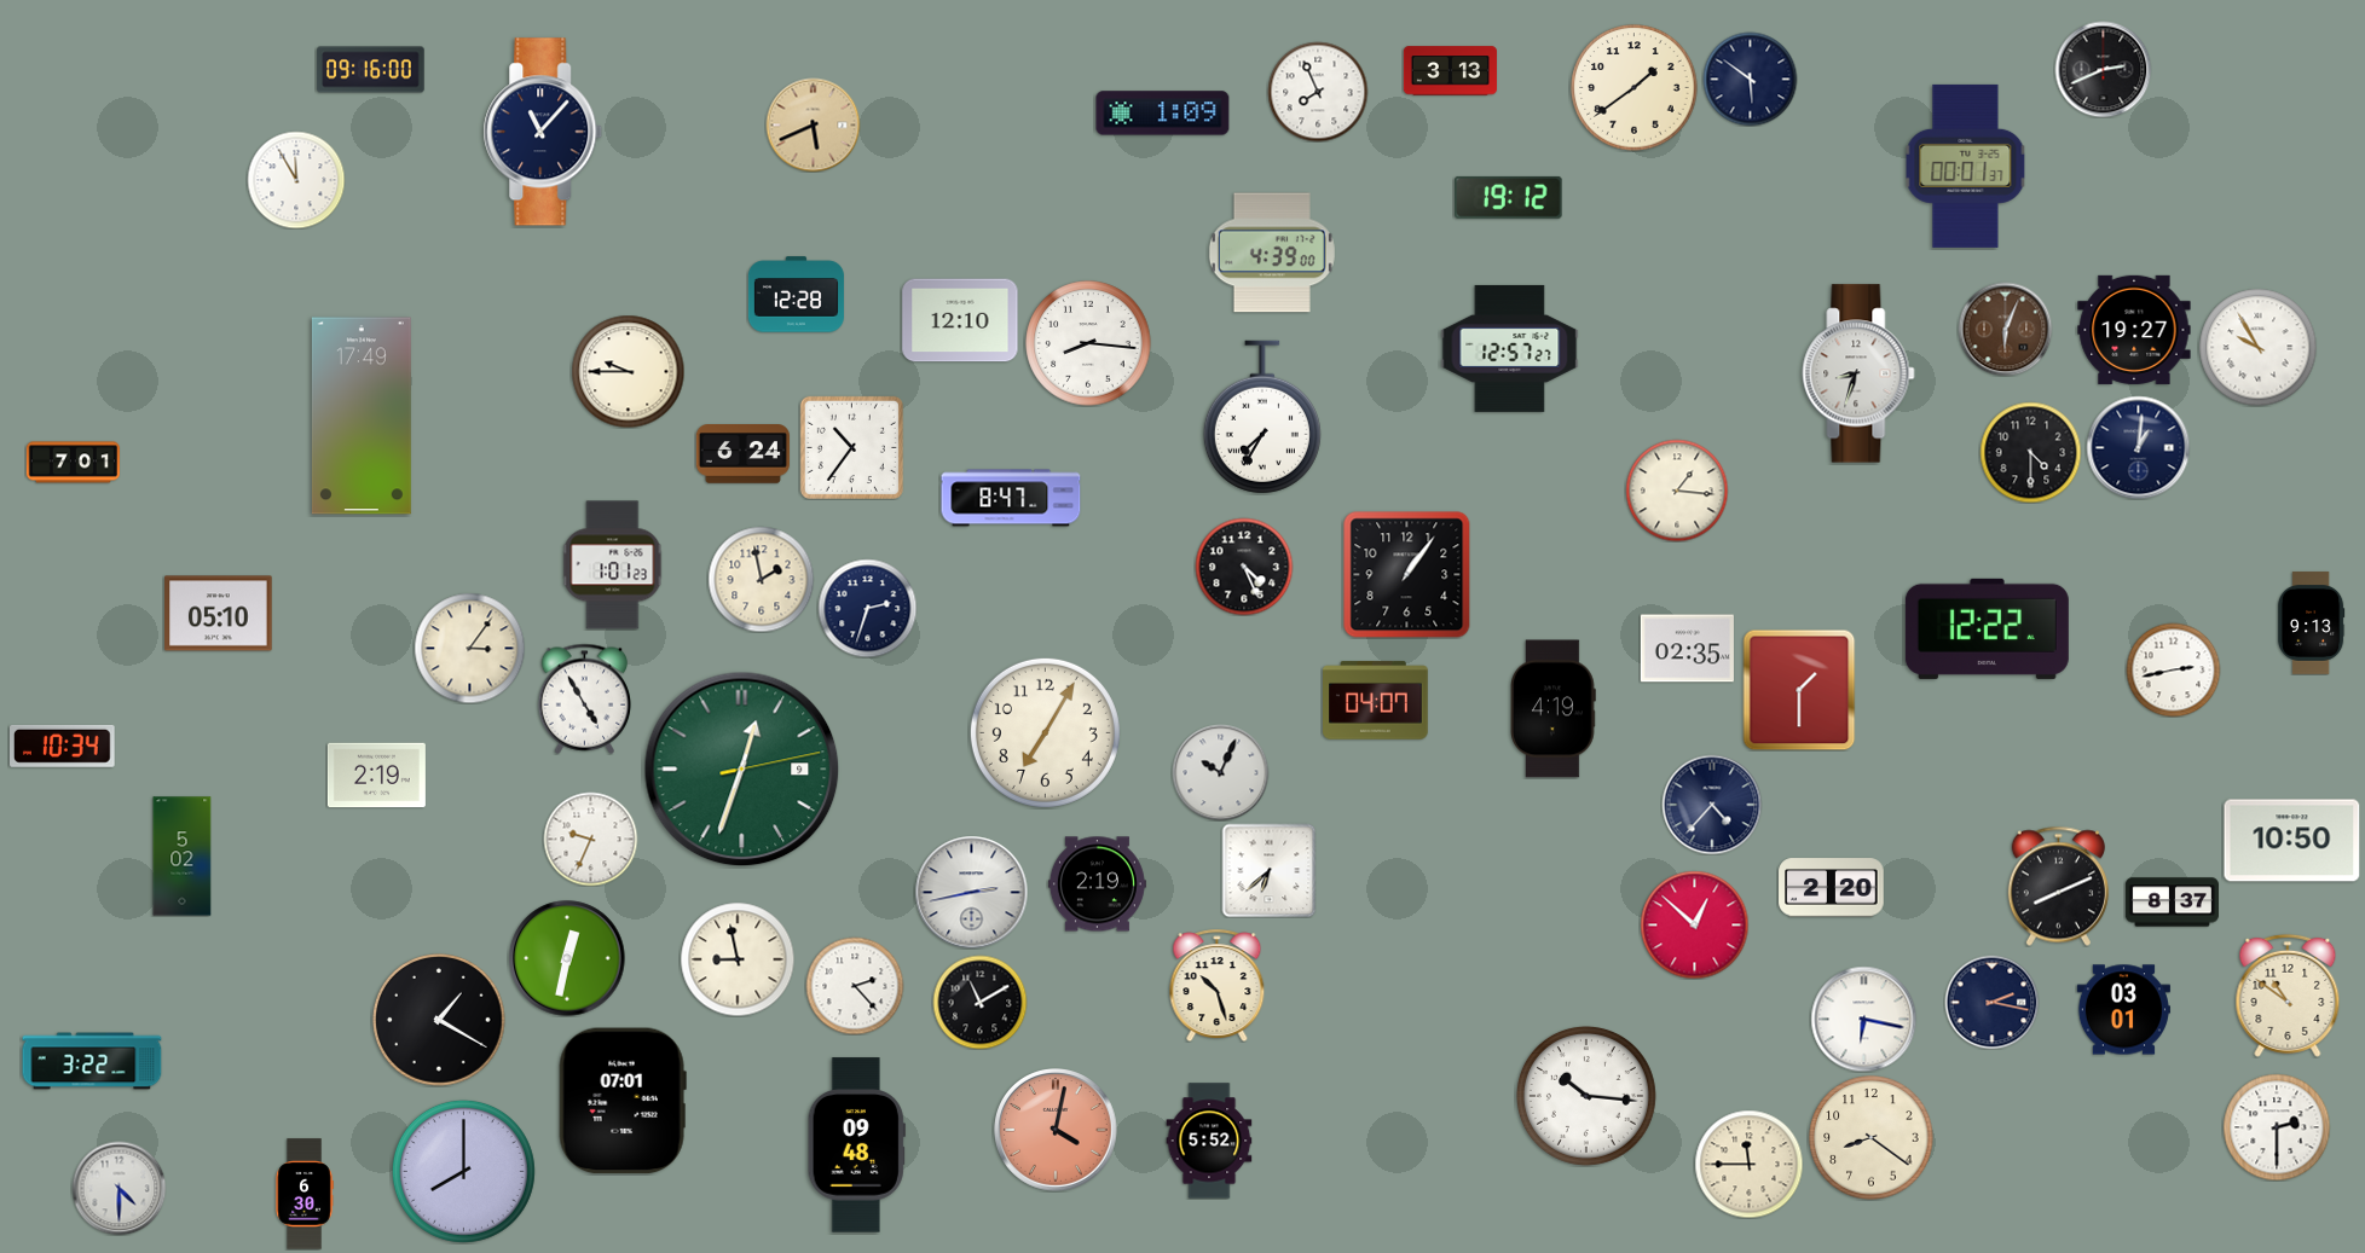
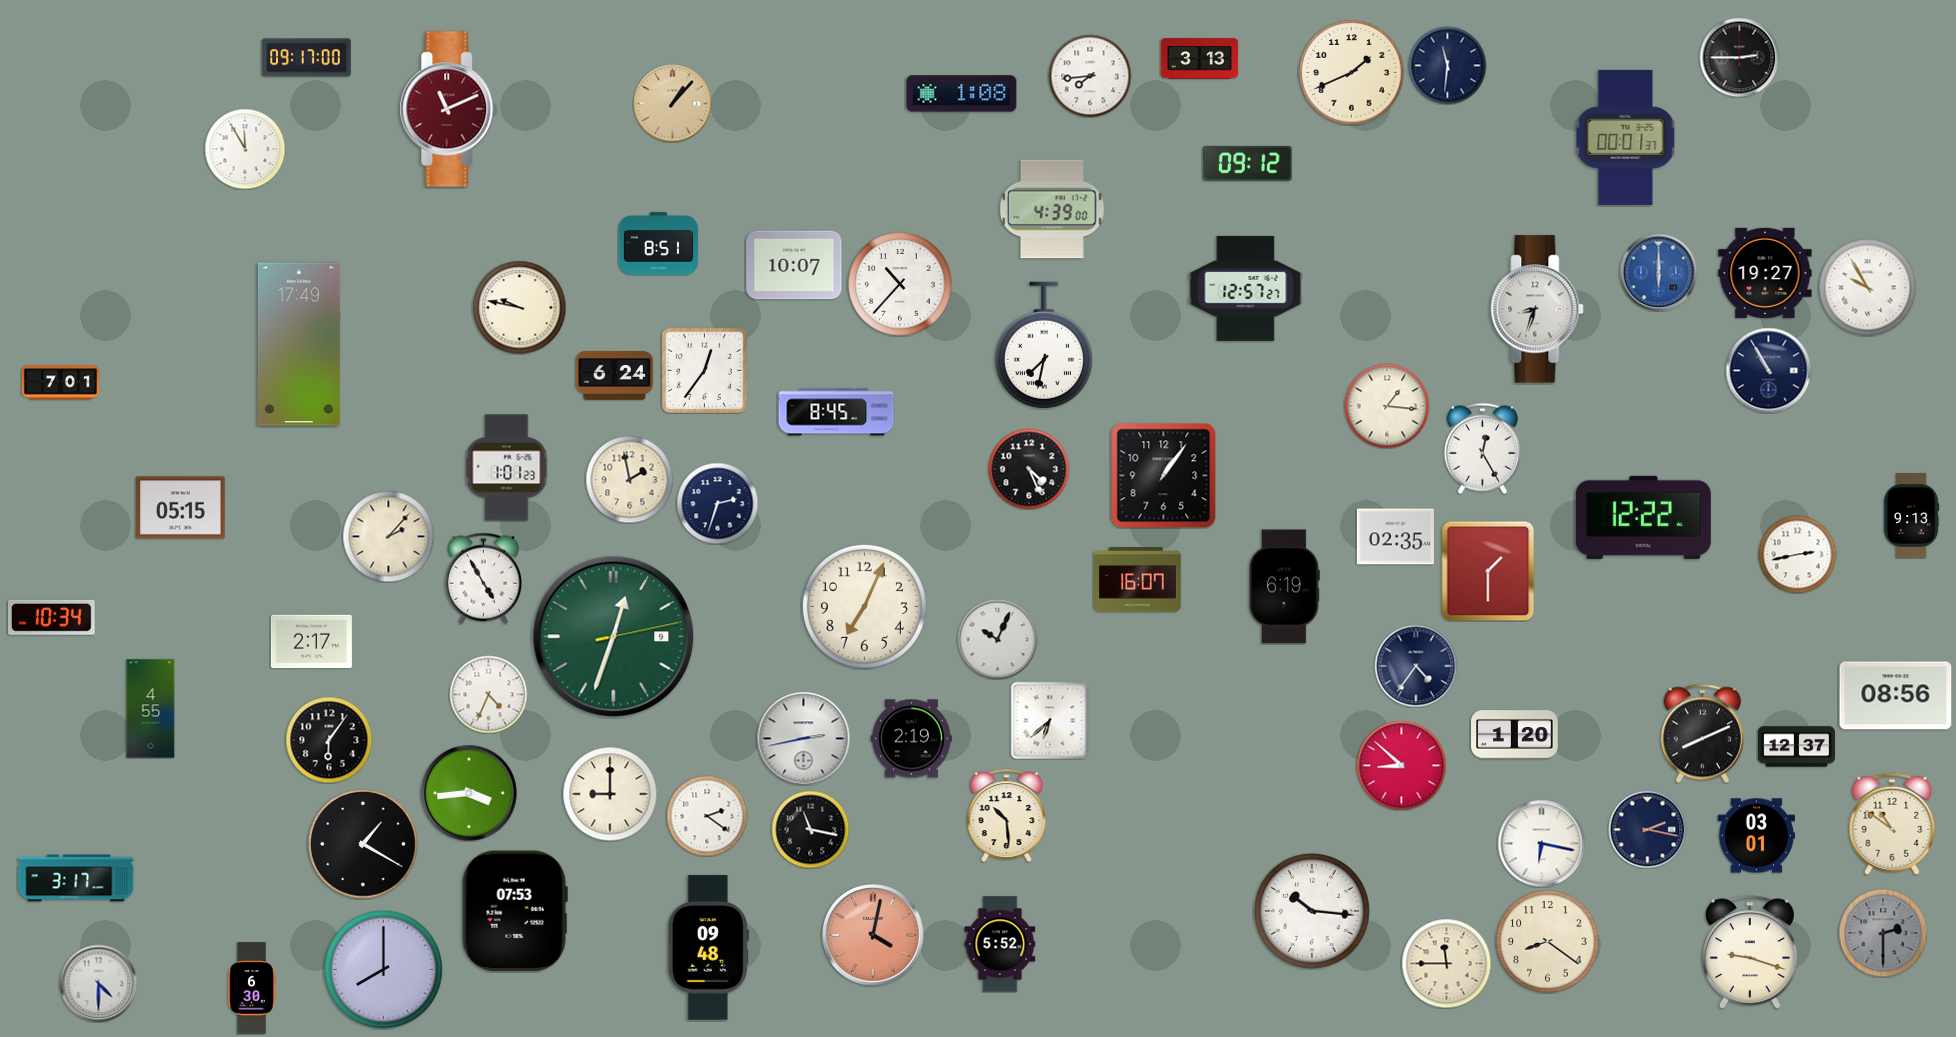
clock at (2103, 69): 2:41 -> 2:45
clock at (371, 70): 09:16 -> 09:17
clock at (1750, 79): 5:51 -> 11:31
clock at (1635, 88): 1:39 -> 1:41
clock at (1318, 92): 7:56 -> 7:44
clock at (1163, 114): 1:09 -> 1:08
clock at (813, 124): 5:41 -> 1:07
clock at (543, 132): 11:07 -> 11:11
clock at (543, 132) dial: navy -> burgundy
clock at (1509, 197): 19:12 -> 09:12
clock at (796, 295): 12:28 -> 8:51
clock at (960, 320): 12:10 -> 10:07
clock at (2005, 329): 6:04 -> 6:00
clock at (2005, 329) dial: brown -> blue
clock at (1088, 343): 8:16 -> 10:37
clock at (1510, 348) position: (1510, 348) -> (1246, 288)
clock at (628, 371): 9:45 -> 9:47
clock at (1262, 417): 7:35 -> 7:32
clock at (851, 447): 10:36 -> 12:36
clock at (2138, 447): 1:01 -> 10:55
clock at (2030, 452): 4:30 -> none
clock at (1011, 498): 8:47 -> 8:45
clock at (1483, 448): none -> 12:25
clock at (219, 614): 05:10 -> 05:15
clock at (1987, 628) position: (1987, 628) -> (1643, 517)
clock at (469, 648): 3:06 -> 2:07
clock at (1376, 701): 04:07 -> 16:07
clock at (1554, 709): 4:19 -> 6:19
clock at (1045, 732): 7:05 -> 7:04
clock at (1220, 772) position: (1220, 772) -> (997, 639)
clock at (376, 776): 2:19 -> 2:17
clock at (1712, 805): 4:37 -> 4:36
clock at (590, 839): 9:34 -> 4:34
clock at (2292, 841): 10:50 -> 08:56
clock at (183, 857): 5:02 -> 4:55
clock at (1097, 884) position: (1097, 884) -> (911, 739)
clock at (1832, 888): 2:20 -> 1:20
clock at (329, 740): none -> 6:06
clock at (2172, 903): 8:37 -> 12:37
clock at (1694, 924): 12:52 -> 8:52
clock at (567, 958): 12:32 -> 3:44
clock at (738, 959): 8:58 -> 9:00
clock at (1218, 985): 10:27 -> 10:29
clock at (855, 986): 2:23 -> 2:21
clock at (979, 1002): 11:10 -> 11:17
clock at (92, 1061): 3:22 -> 3:17
clock at (1586, 1096) position: (1586, 1096) -> (1312, 911)
clock at (623, 1101): 07:01 -> 07:53
clock at (2277, 1127) dial: white -> grey
clock at (1751, 952): none -> 9:18
